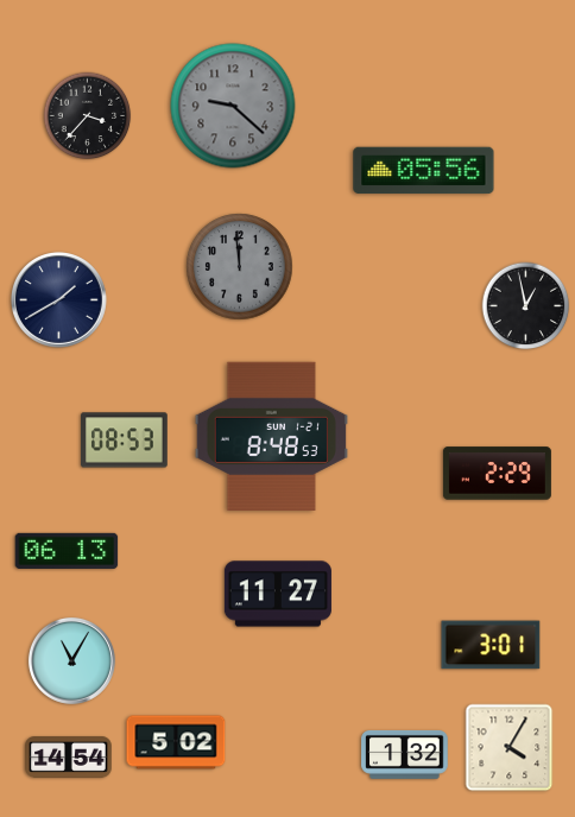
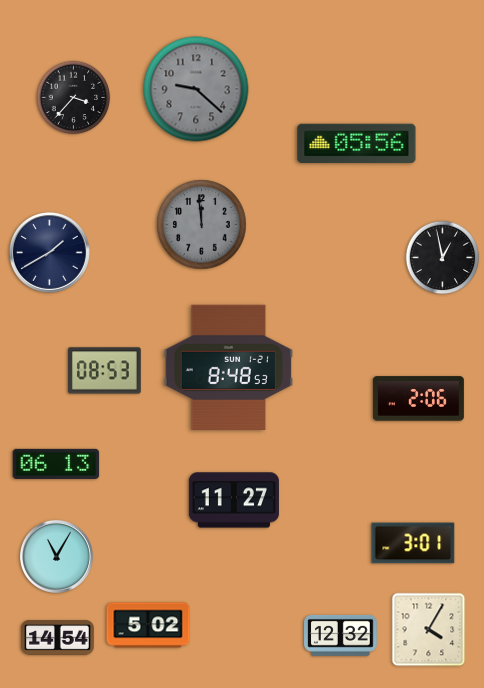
clock at (497, 474): 2:29 -> 2:06
clock at (71, 660) position: (71, 660) -> (56, 556)
clock at (405, 754): 1:32 -> 12:32
